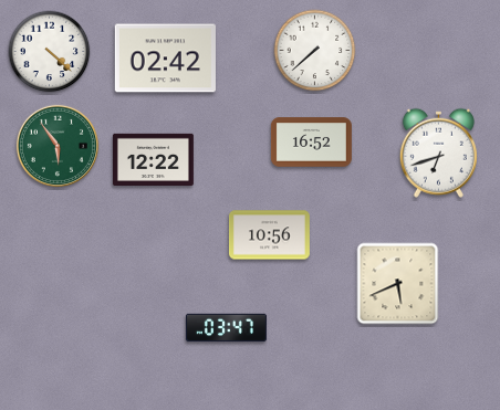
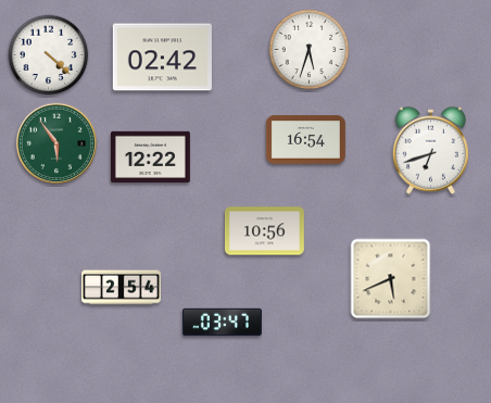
clock at (315, 51): 7:38 -> 5:33
clock at (50, 52) position: (50, 52) -> (49, 55)
clock at (311, 143): 16:52 -> 16:54
clock at (121, 288): none -> 2:54
